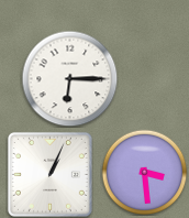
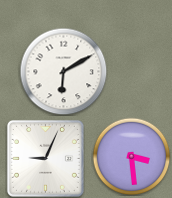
clock at (69, 78): 6:15 -> 6:10
clock at (49, 174): 1:04 -> 9:04
